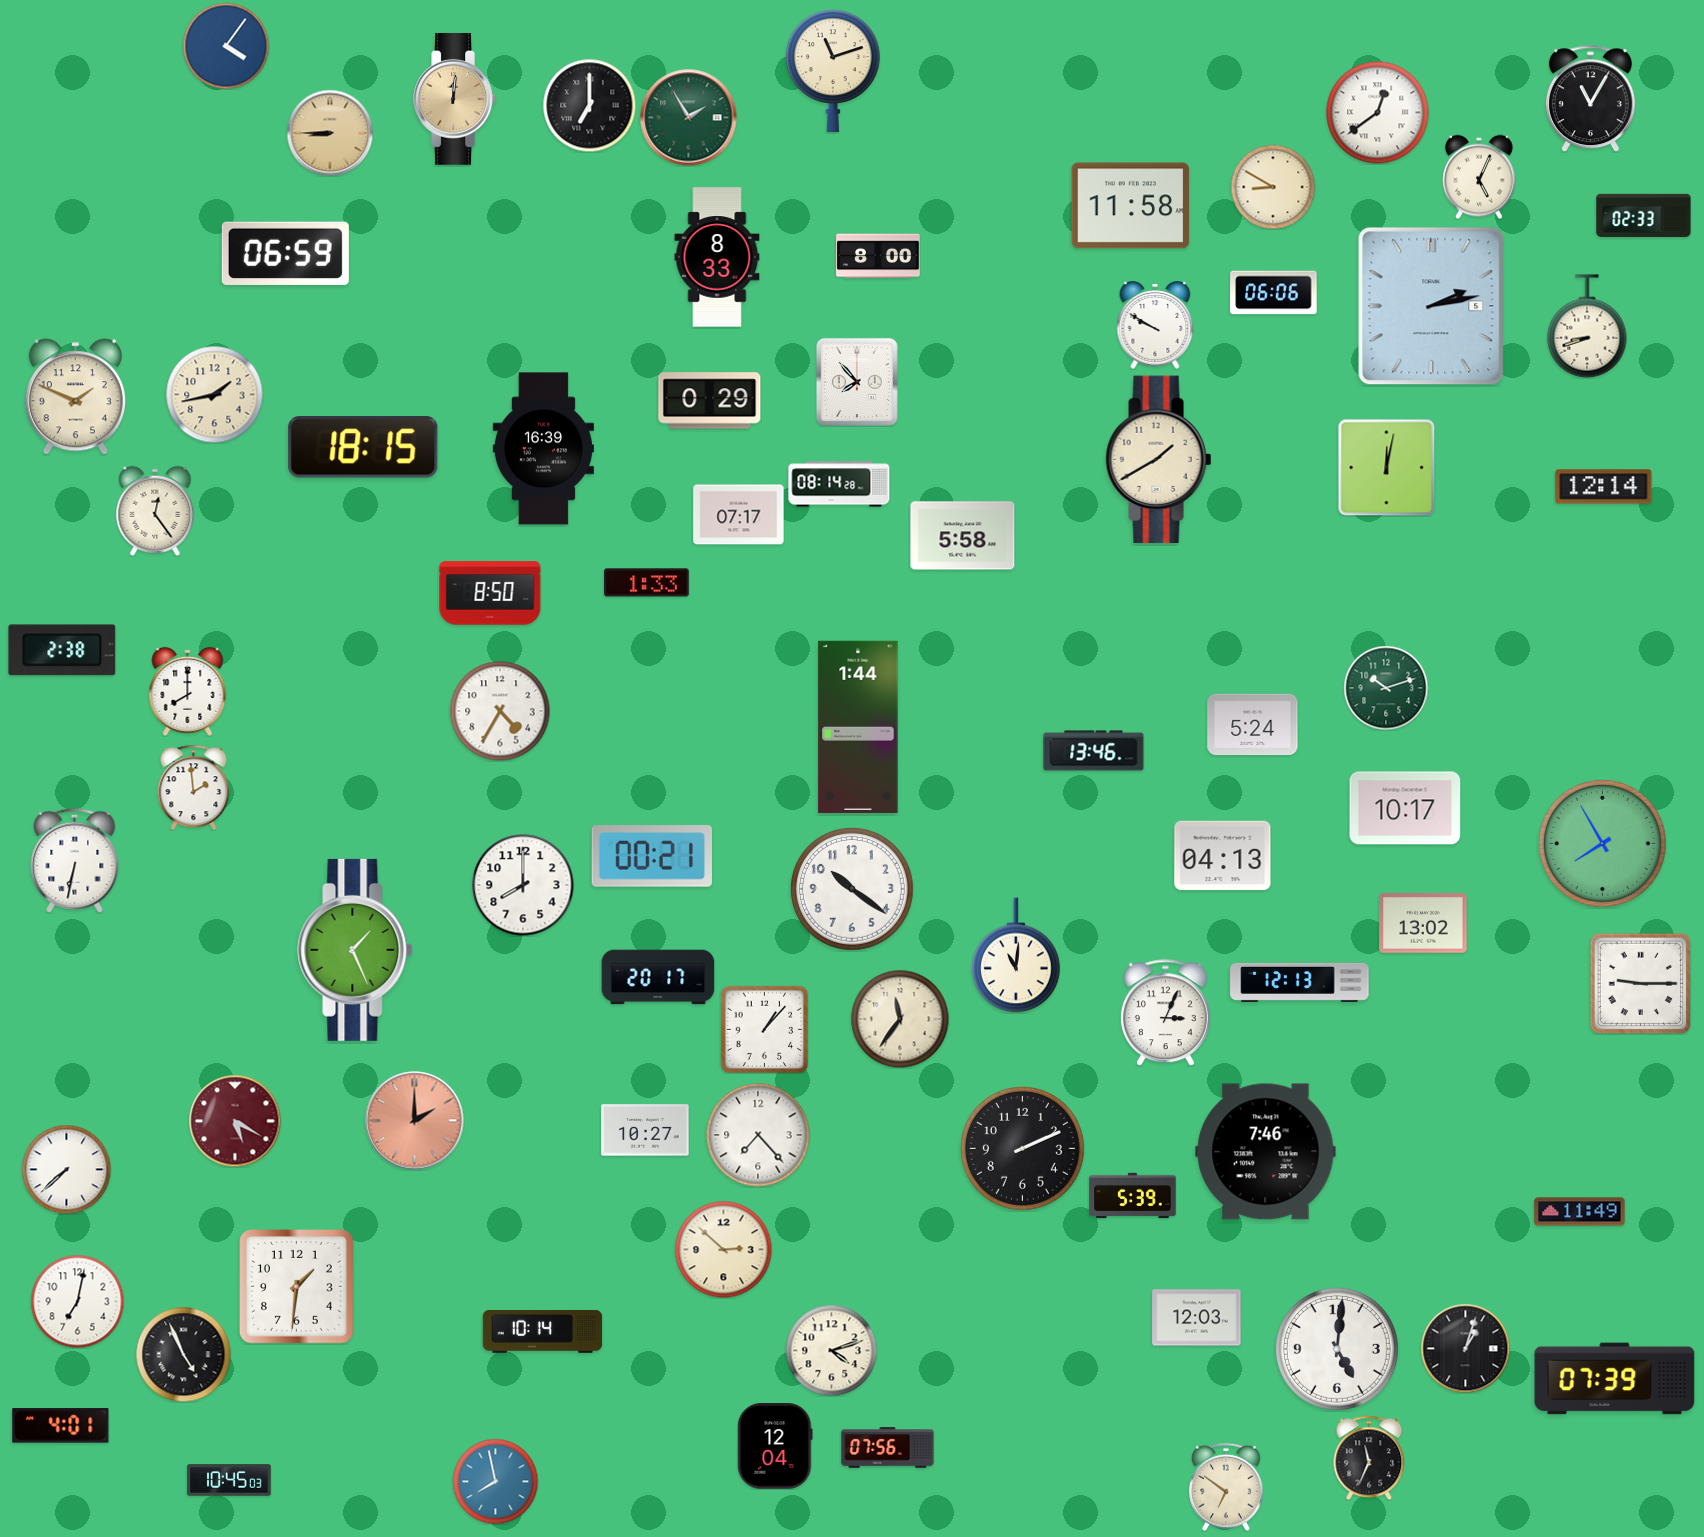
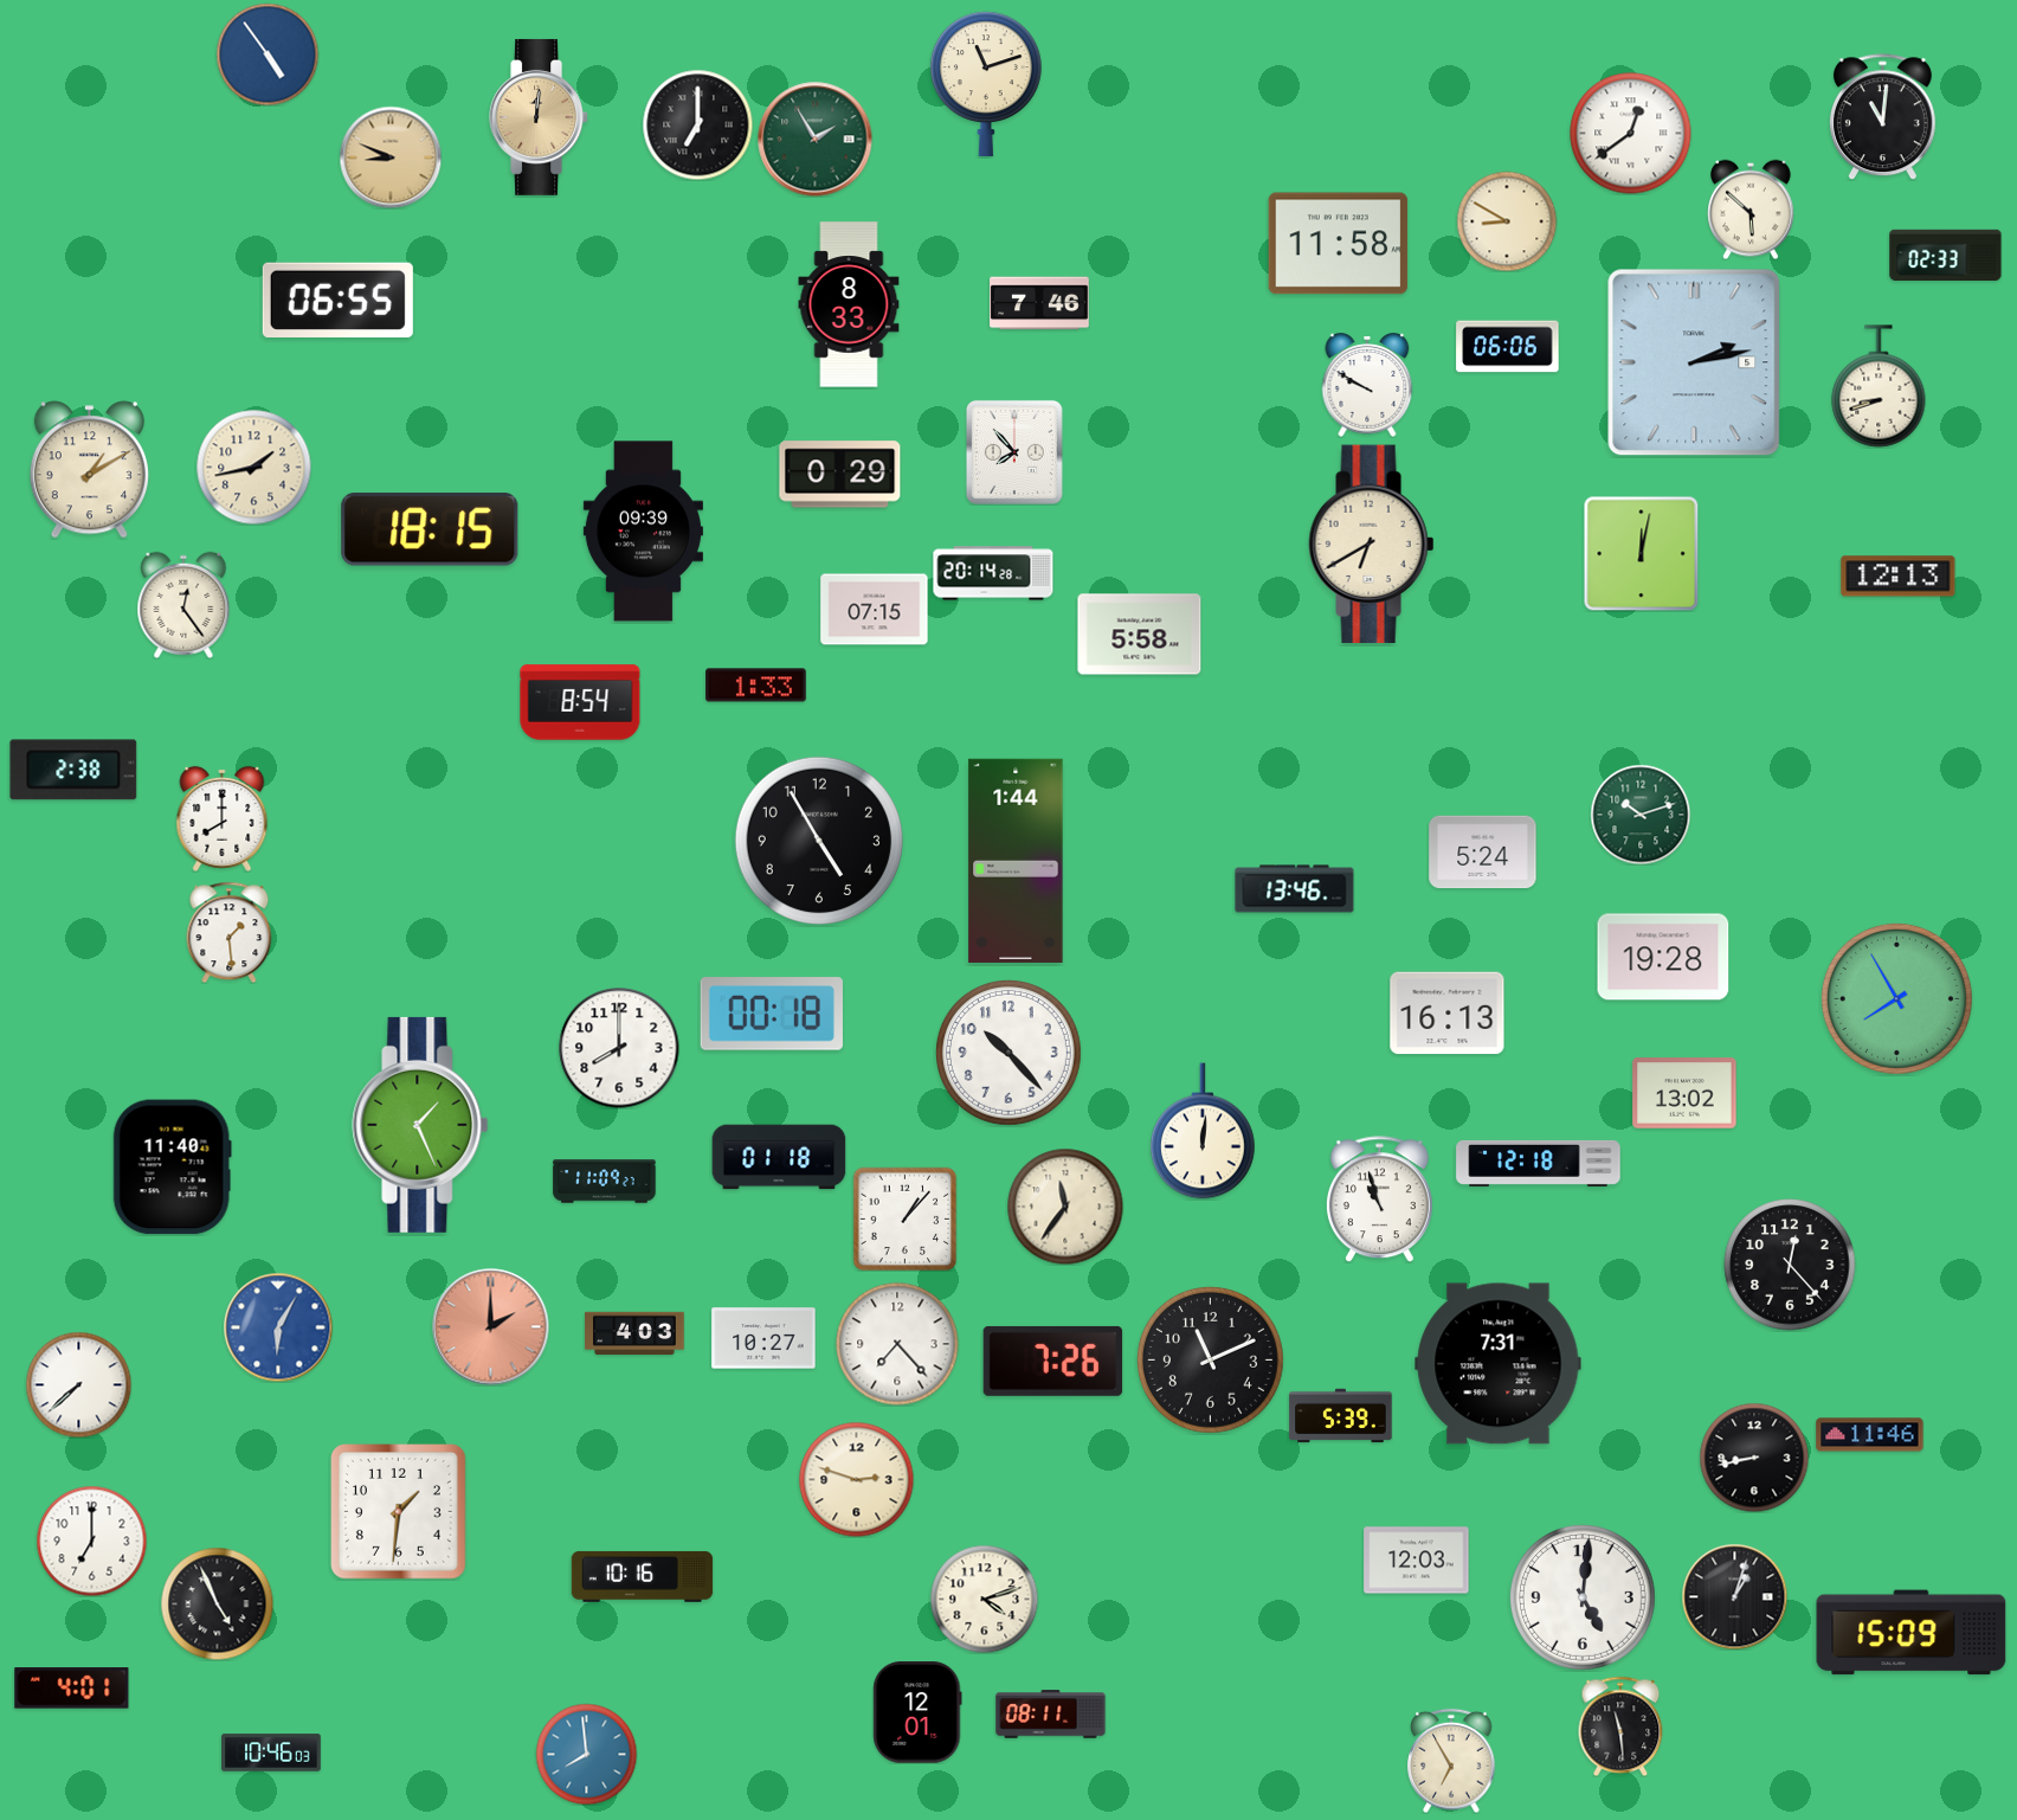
clock at (226, 46): 4:06 -> 4:54
clock at (1590, 99): 11:05 -> 11:01
clock at (330, 133): 8:45 -> 8:49
clock at (1479, 177): 5:04 -> 5:52
clock at (285, 253): 06:59 -> 06:55
clock at (878, 256): 8:00 -> 7:46
clock at (75, 397): 1:49 -> 1:10
clock at (543, 449): 16:39 -> 09:39
clock at (1159, 460): 1:40 -> 6:40
clock at (839, 484): 08:14 -> 20:14
clock at (1604, 487): 12:14 -> 12:13
clock at (739, 515): 07:17 -> 07:15
clock at (647, 583) position: (647, 583) -> (756, 686)
clock at (490, 593): 8:50 -> 8:54
clock at (819, 841): none -> 4:55
clock at (500, 711): 4:35 -> none
clock at (1253, 725) position: (1253, 725) -> (1483, 853)
clock at (194, 787): 1:59 -> 1:29
clock at (1405, 808): 10:17 -> 19:28
clock at (652, 856): 00:21 -> 00:18
clock at (1223, 856): 04:13 -> 16:13
clock at (75, 860): 6:32 -> none
clock at (852, 889): 10:21 -> 10:23
clock at (1016, 955): 11:01 -> 12:01
clock at (658, 977): 20:17 -> 01:18
clock at (1300, 982): 12:13 -> 12:18
clock at (1640, 983): 9:15 -> none
clock at (172, 1168): none -> 11:40
clock at (605, 1182): none -> 11:09
clock at (1165, 1013): 3:04 -> 10:57
clock at (1790, 1265): none -> 12:23
clock at (235, 1121): 5:20 -> 6:05
clock at (235, 1121) dial: burgundy -> blue
clock at (634, 1333): none -> 4:03
clock at (1022, 1148): 2:11 -> 11:11
clock at (1053, 1361): none -> 7:26
clock at (1266, 1152): 7:46 -> 7:31
clock at (1580, 1212): 11:49 -> 11:46
clock at (1754, 1458): none -> 8:43
clock at (723, 1249): 2:52 -> 2:48
clock at (297, 1287) position: (297, 1287) -> (399, 1512)
clock at (77, 1301): 7:02 -> 7:00
clock at (543, 1331): 10:14 -> 10:16
clock at (1615, 1379): 07:39 -> 15:09
clock at (775, 1446): 12:04 -> 12:01
clock at (888, 1448): 07:56 -> 08:11
clock at (1369, 1458): 11:34 -> 11:29
clock at (229, 1480): 10:45 -> 10:46
clock at (495, 1481): 7:58 -> 7:59
clock at (1226, 1487): 6:51 -> 6:55
